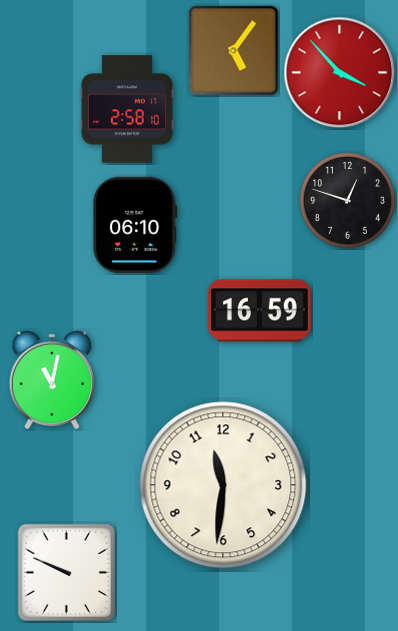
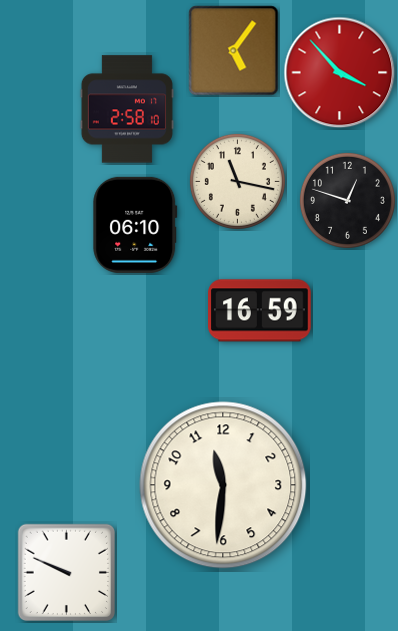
clock at (237, 181): none -> 11:17
clock at (52, 380): 11:02 -> none
